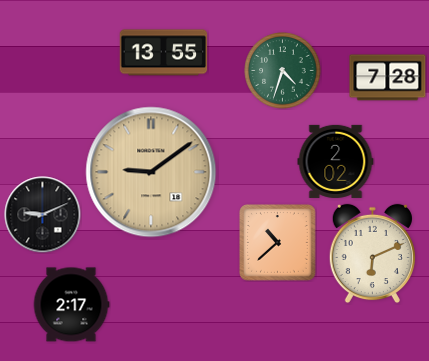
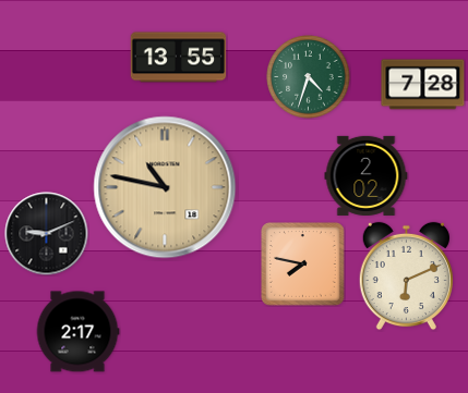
clock at (151, 172): 9:09 -> 10:47
clock at (278, 243): 10:38 -> 7:47
